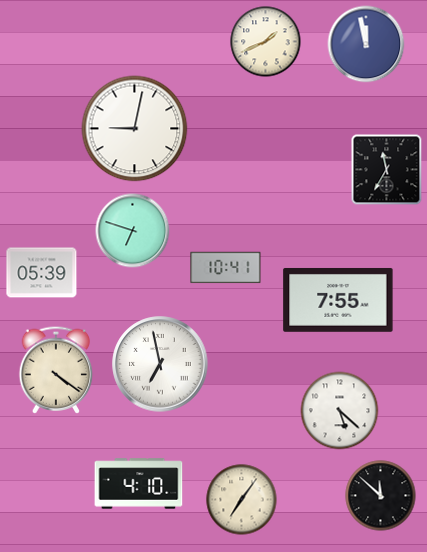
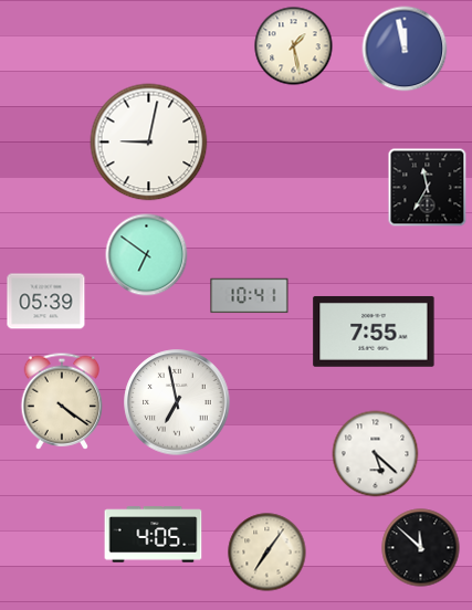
clock at (266, 42): 1:41 -> 1:28
clock at (133, 231): 6:48 -> 6:51
clock at (56, 370) position: (56, 370) -> (62, 401)
clock at (139, 484): 4:10 -> 4:05
